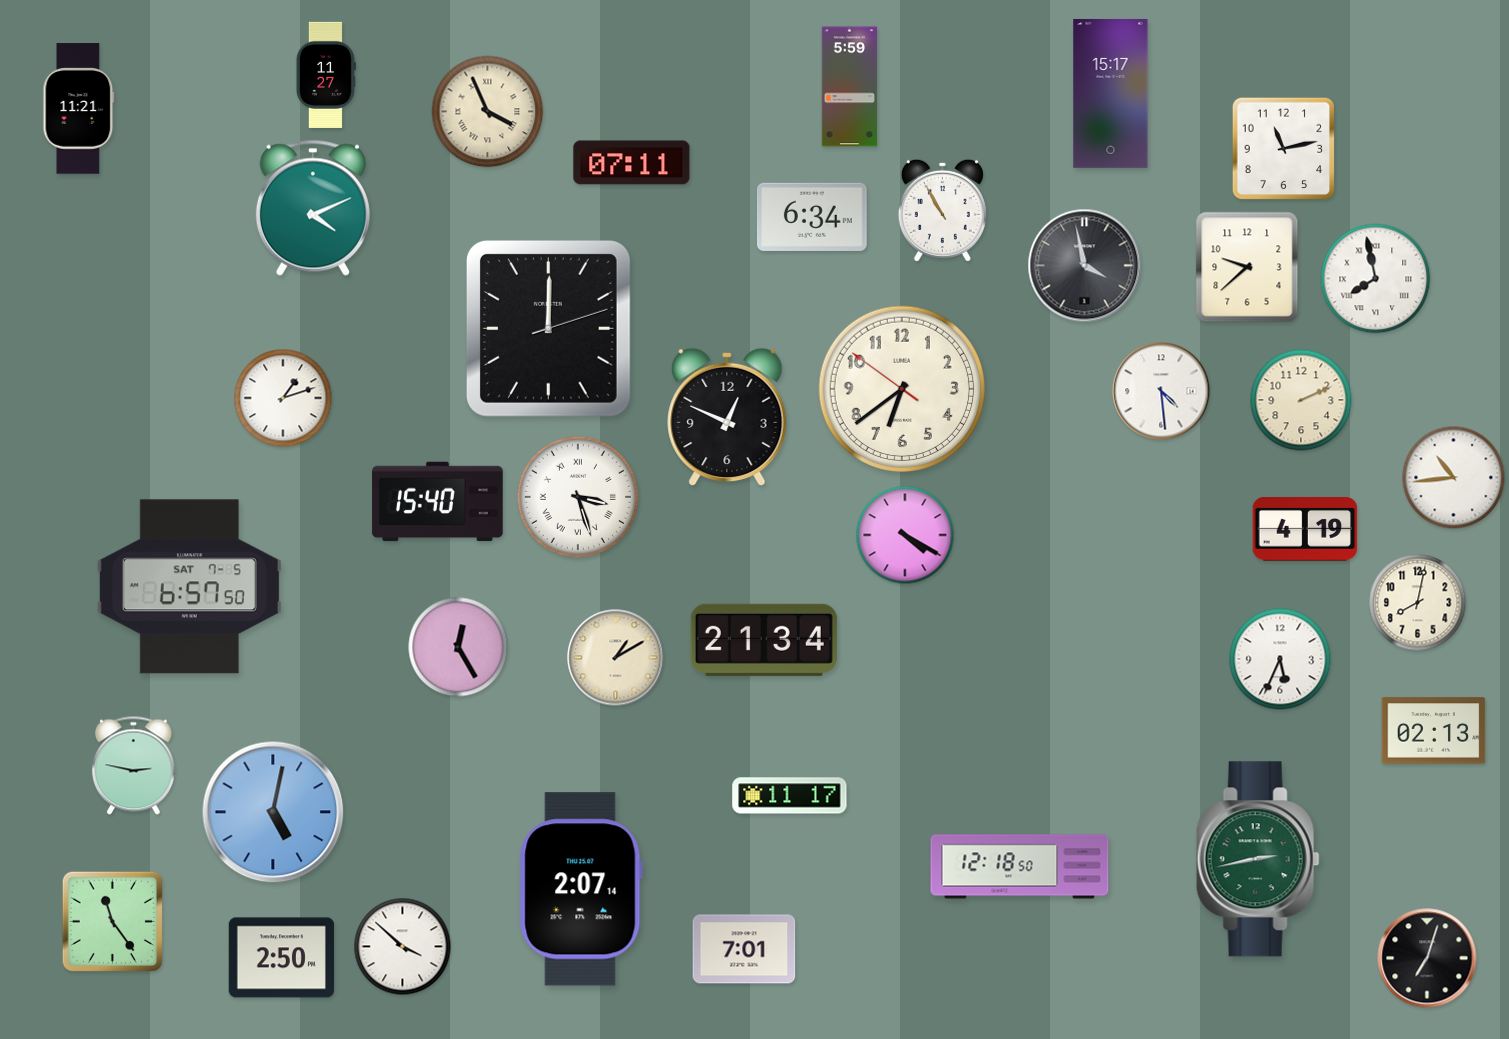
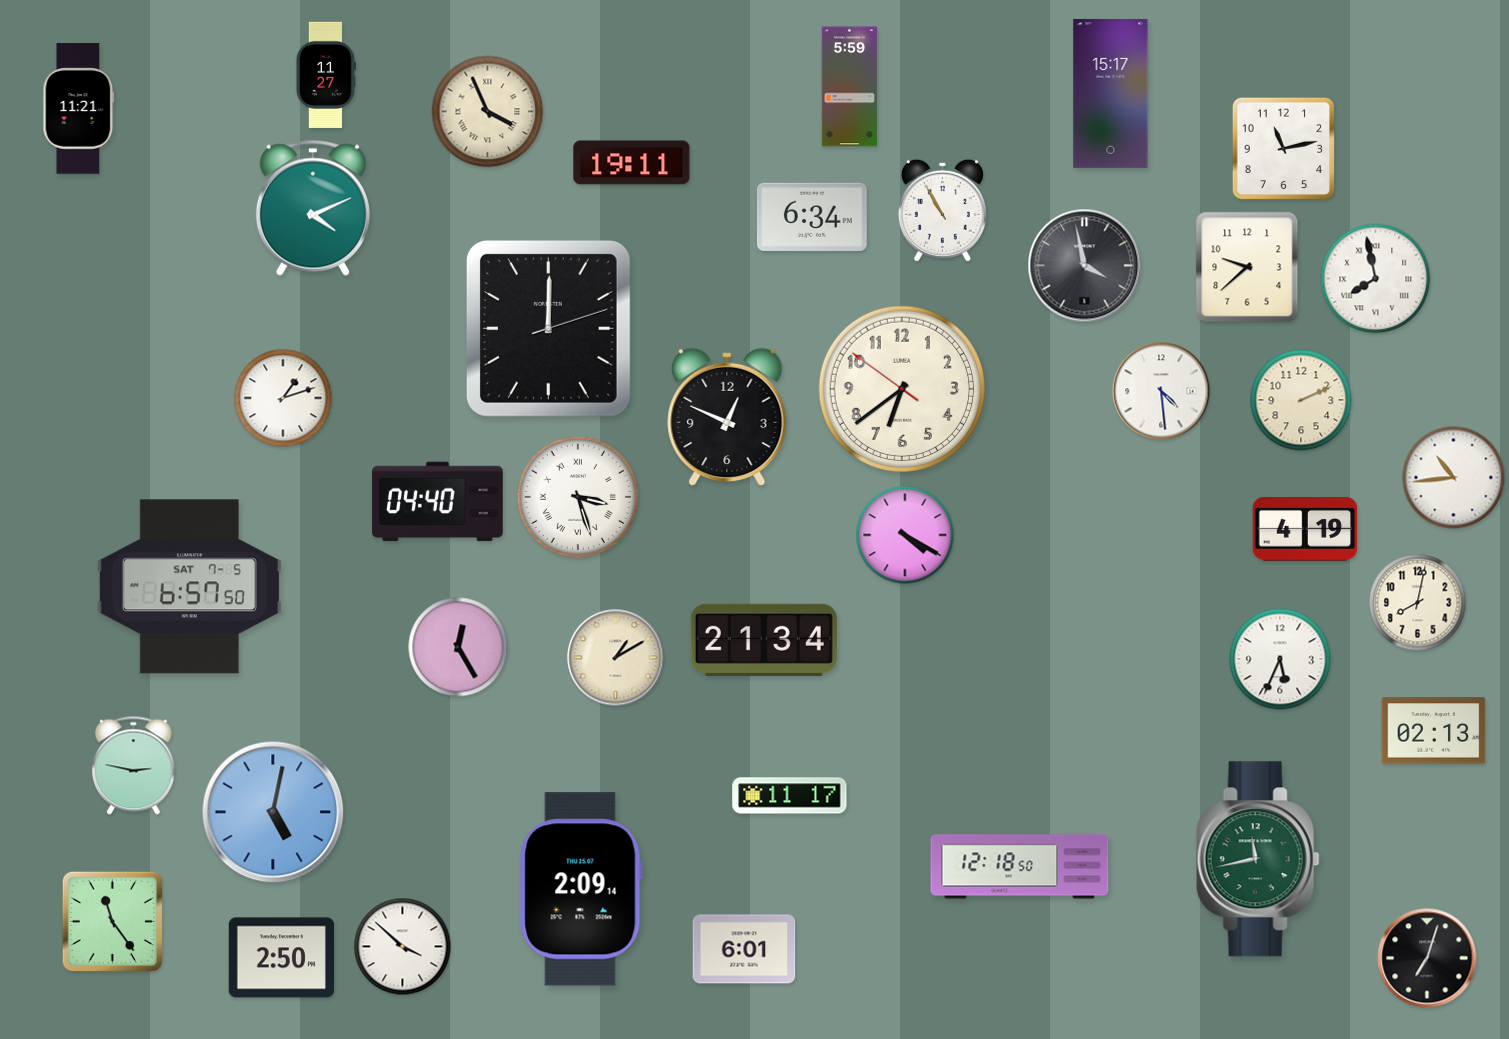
clock at (632, 163): 07:11 -> 19:11
clock at (438, 502): 15:40 -> 04:40
clock at (1258, 859): 2:43 -> 11:43
clock at (581, 889): 2:07 -> 2:09
clock at (744, 949): 7:01 -> 6:01
